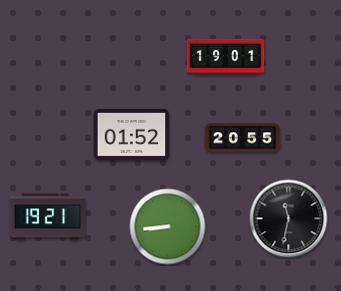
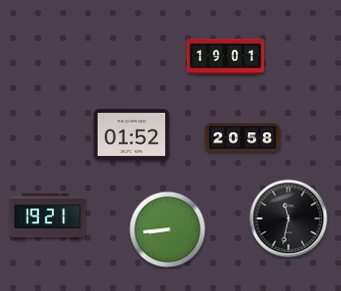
clock at (243, 138): 20:55 -> 20:58
clock at (168, 227) position: (168, 227) -> (168, 230)
